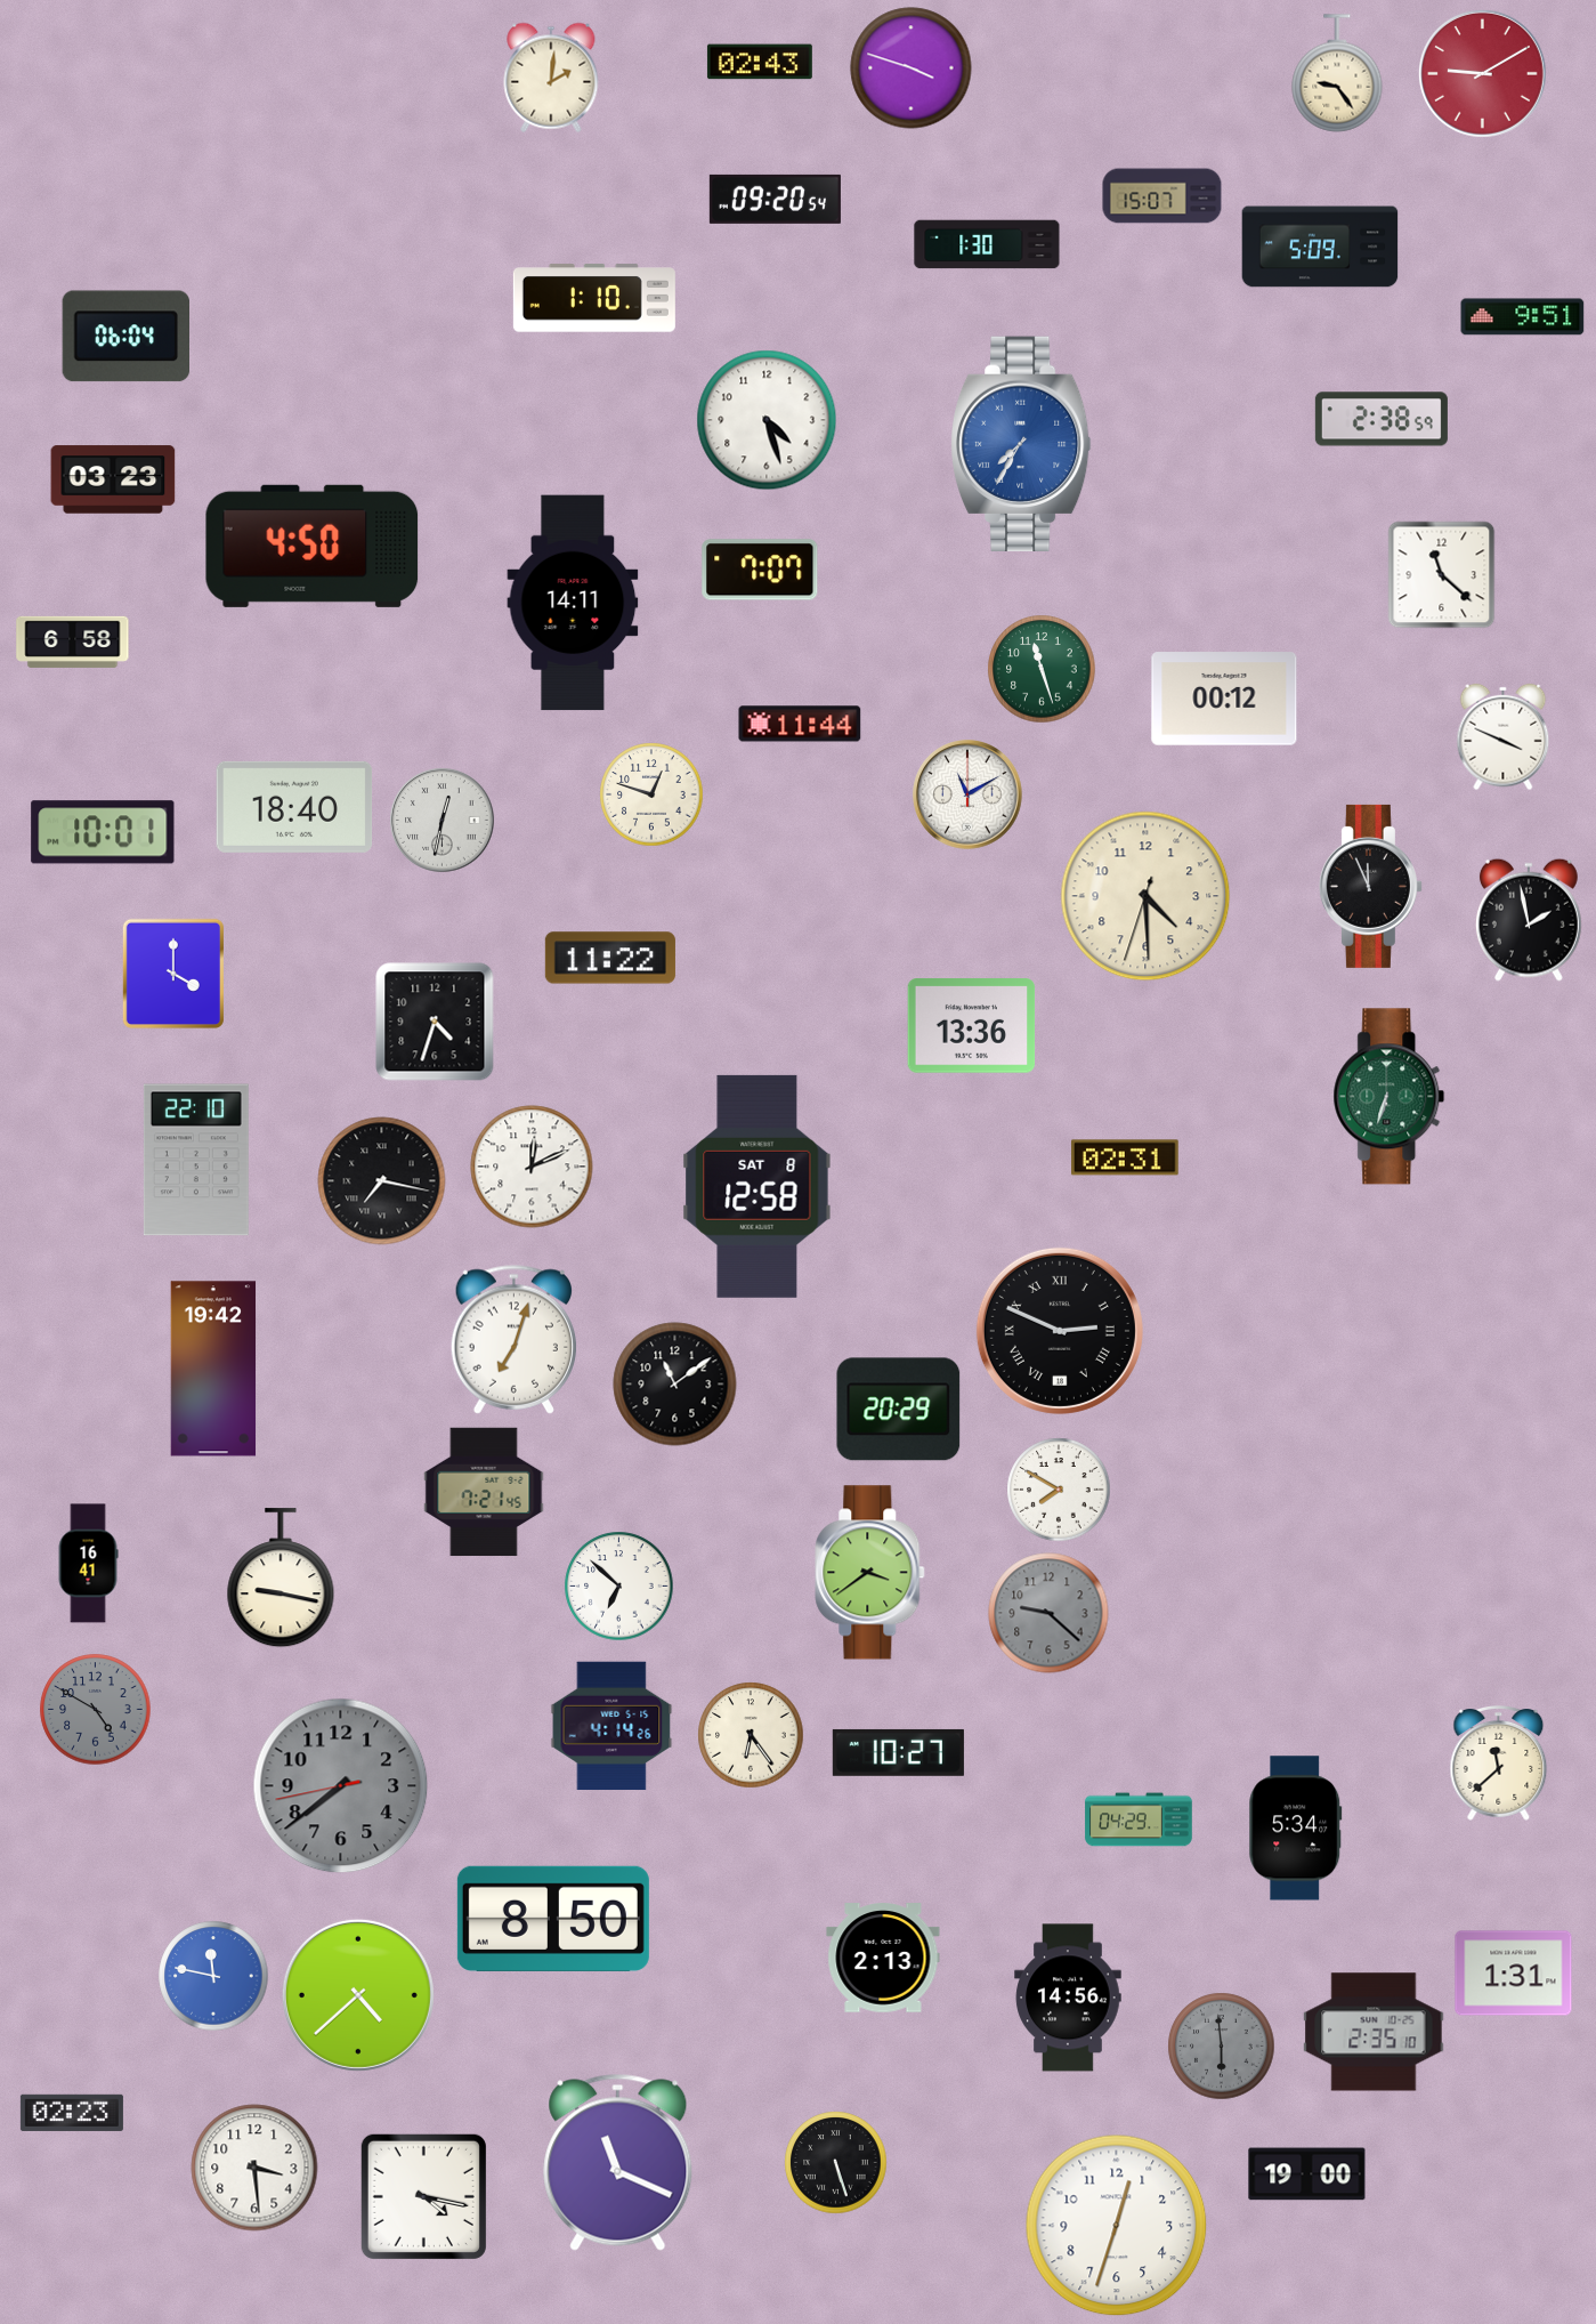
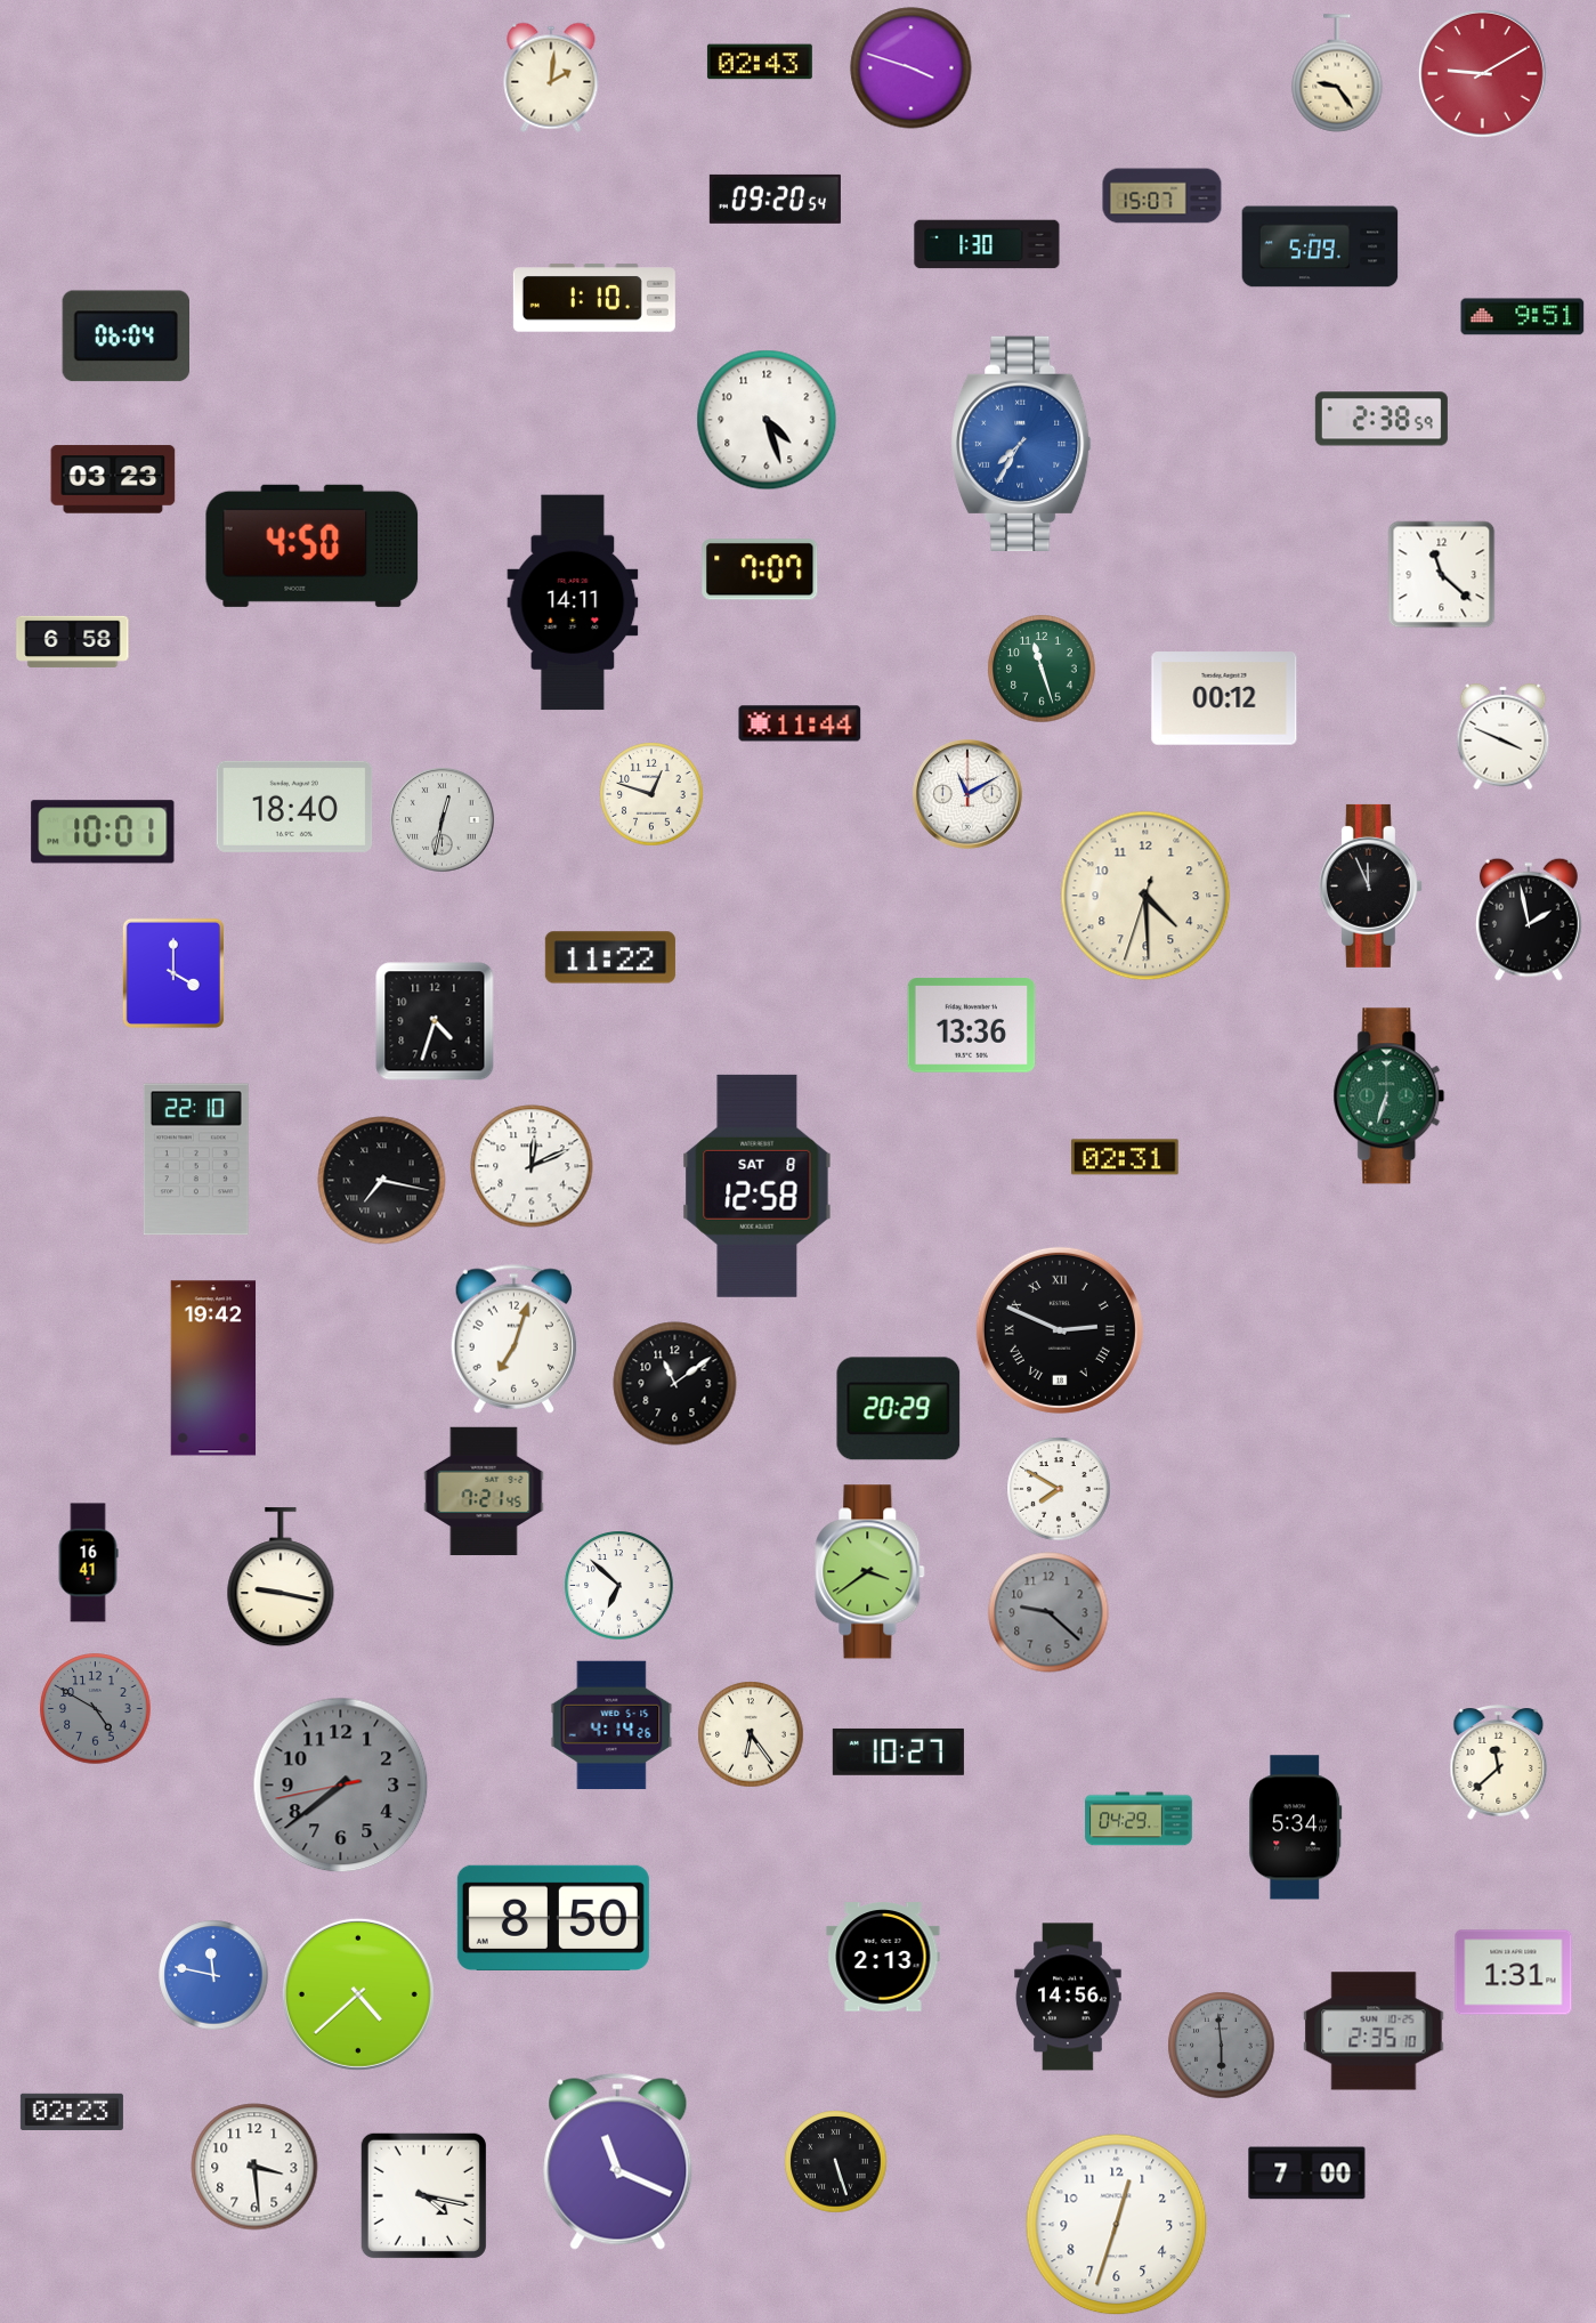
clock at (1307, 2174): 19:00 -> 7:00
